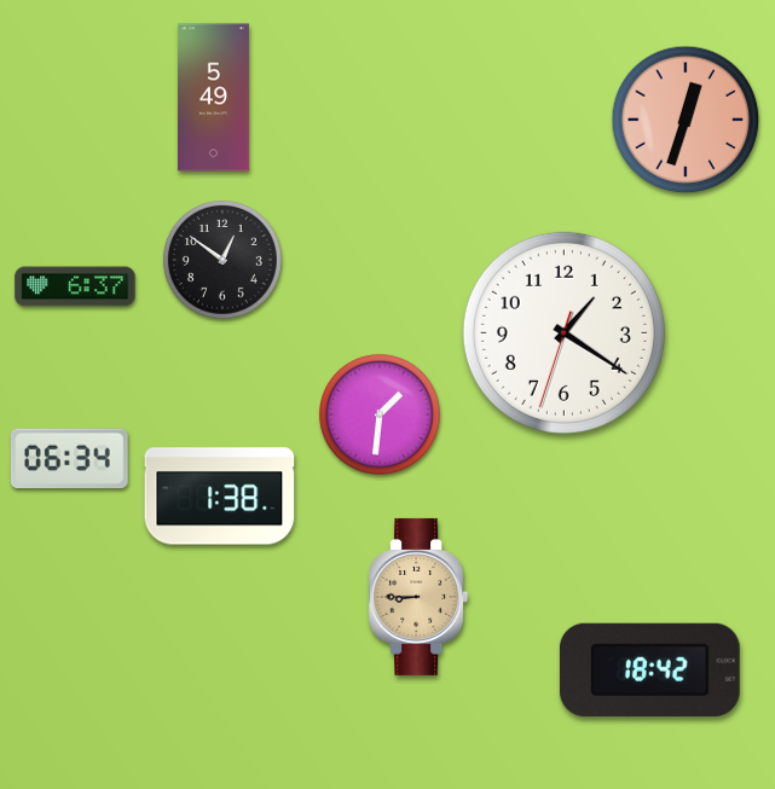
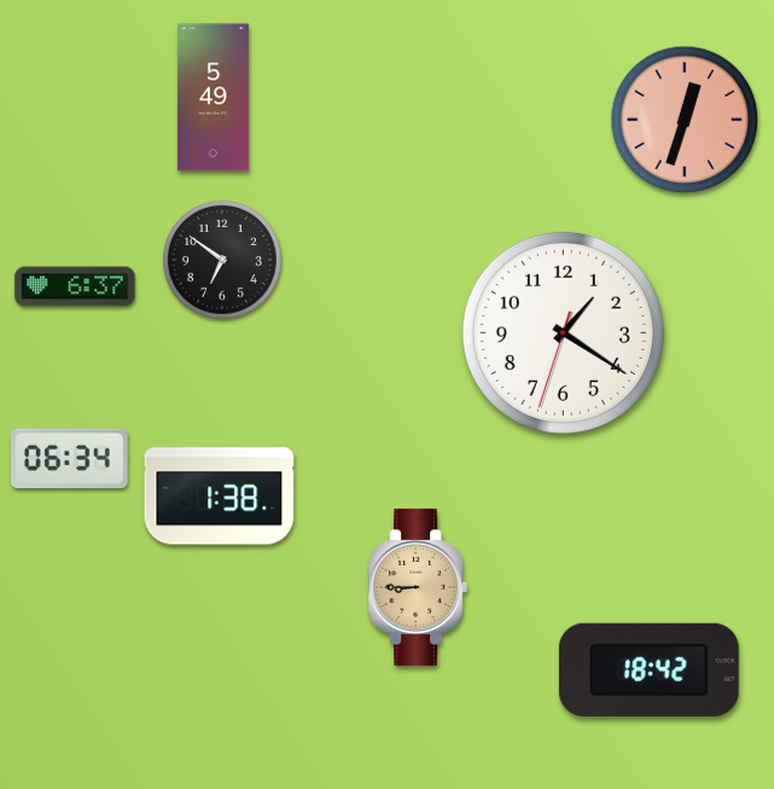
clock at (222, 260): 12:51 -> 6:51
clock at (380, 414): 1:31 -> none
clock at (418, 597) position: (418, 597) -> (418, 587)
